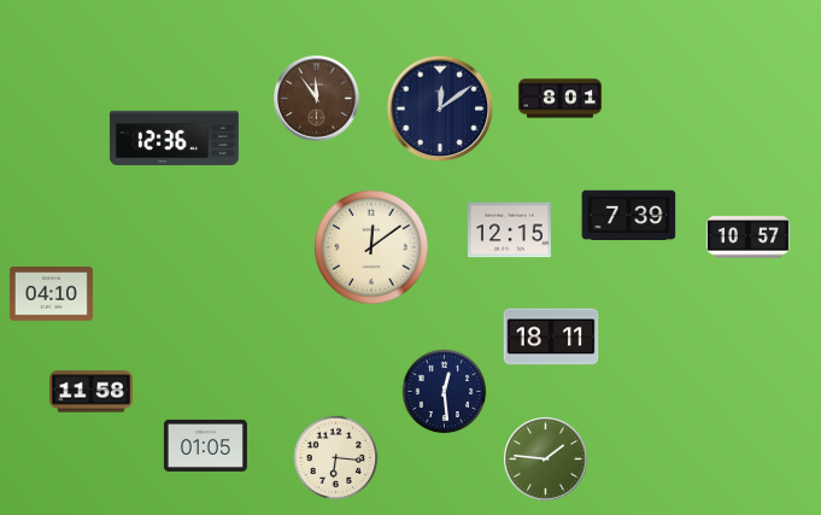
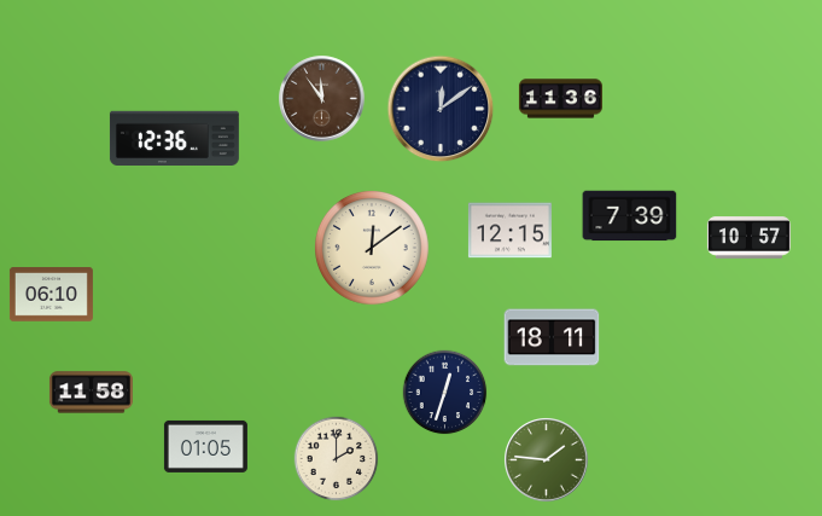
clock at (317, 99) position: (317, 99) -> (322, 99)
clock at (559, 99): 8:01 -> 11:36
clock at (51, 294): 04:10 -> 06:10
clock at (445, 392): 12:29 -> 12:33
clock at (336, 458): 6:16 -> 2:00
